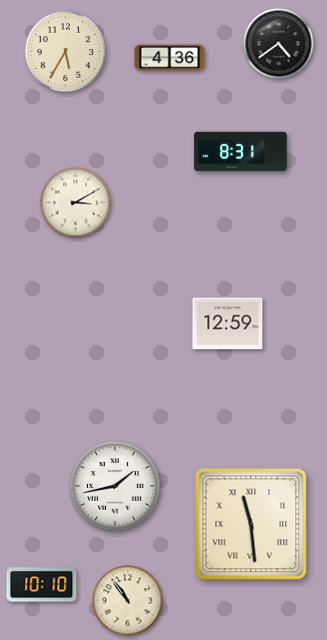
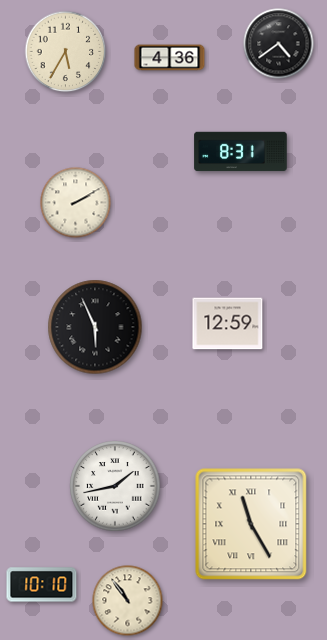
clock at (76, 203): 3:10 -> 2:10
clock at (95, 327): none -> 5:56
clock at (251, 524): 11:29 -> 11:25
